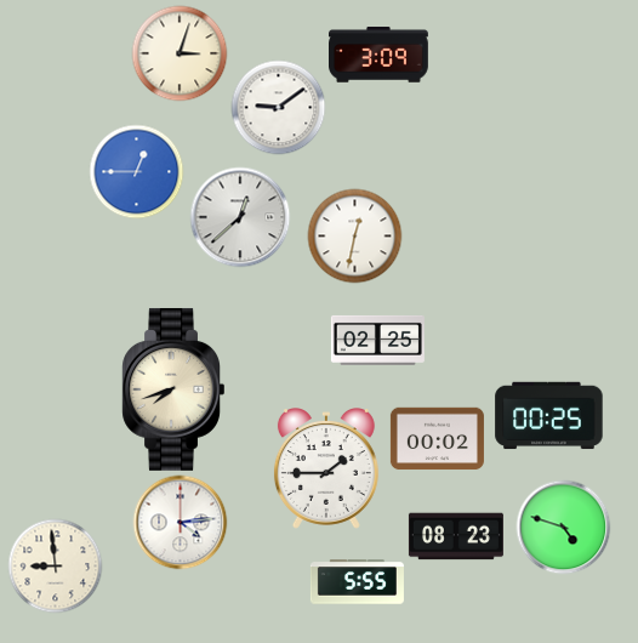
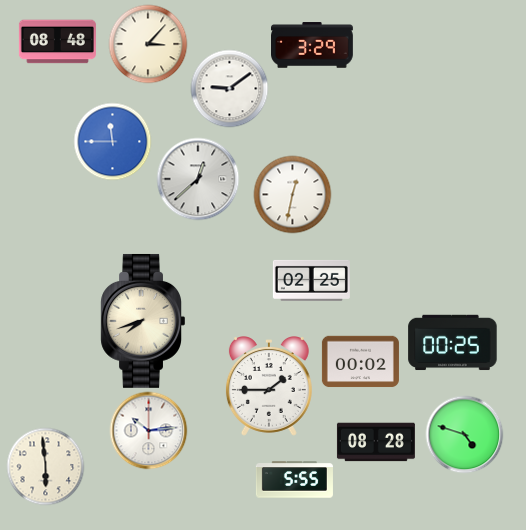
clock at (57, 42): none -> 08:48
clock at (180, 53): 3:03 -> 3:07
clock at (380, 55): 3:09 -> 3:29
clock at (136, 171): 12:45 -> 11:45
clock at (180, 522): 4:14 -> 10:14
clock at (456, 536): 08:23 -> 08:28
clock at (55, 565): 8:59 -> 5:59
